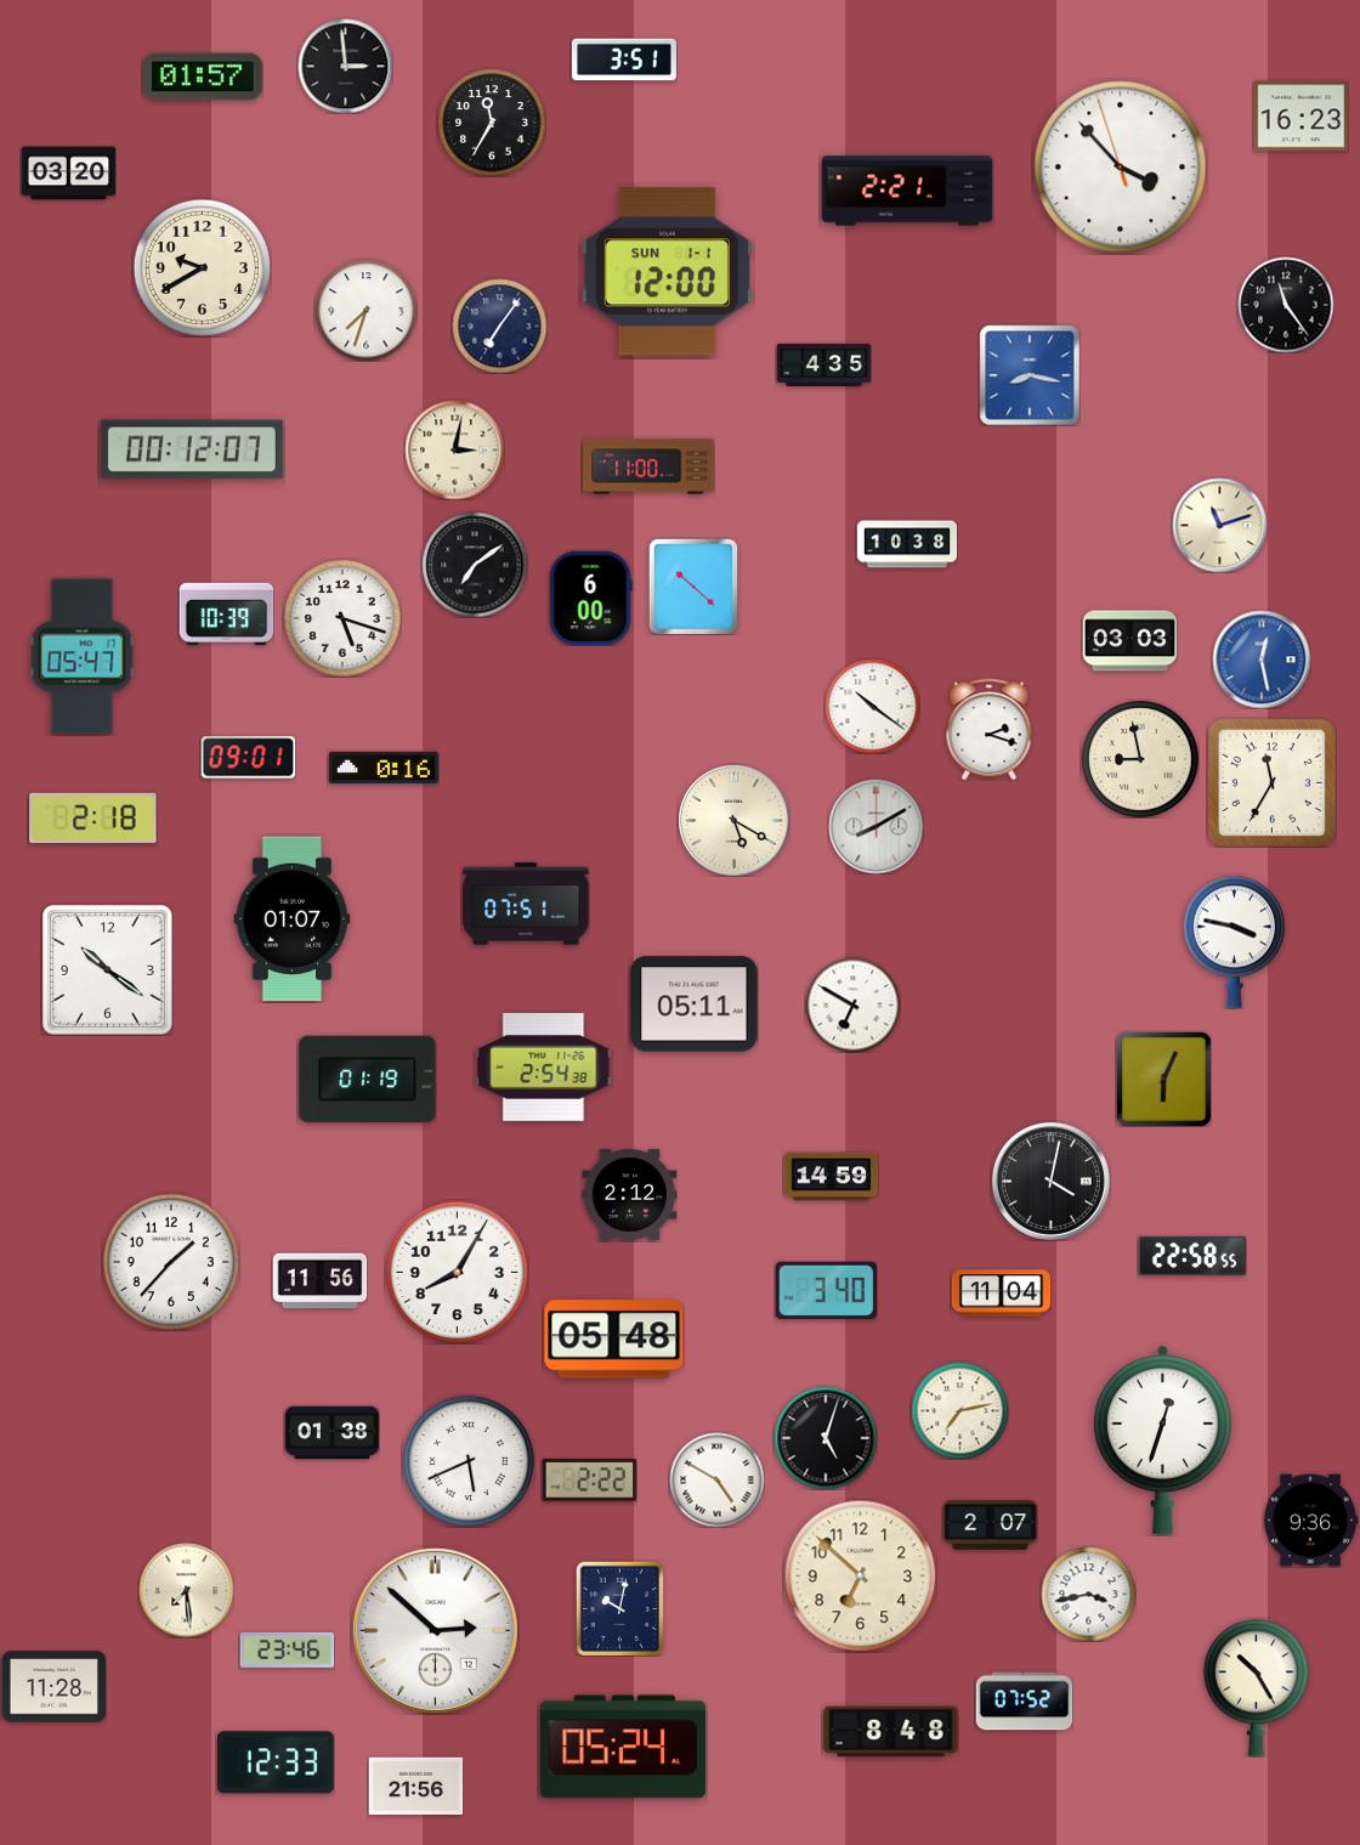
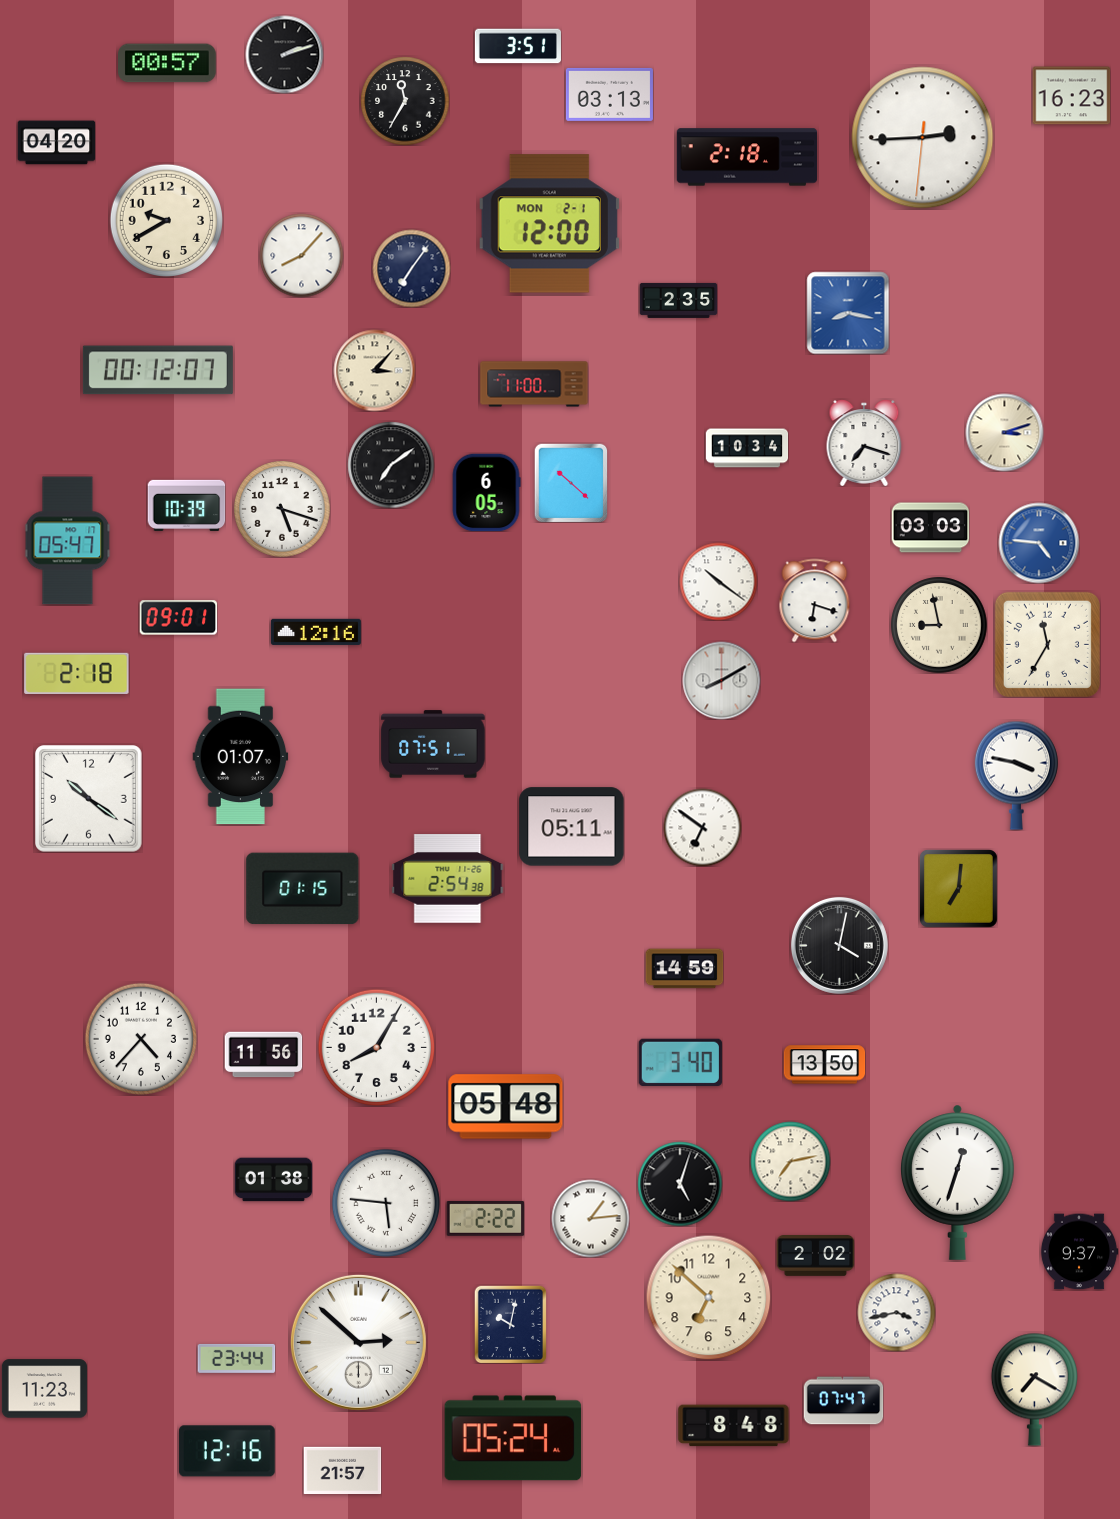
clock at (624, 60) position: (624, 60) -> (518, 46)
clock at (345, 66): 2:59 -> 2:12
clock at (203, 77): 01:57 -> 00:57
clock at (609, 94): none -> 03:13
clock at (1121, 168): 3:52 -> 2:44
clock at (68, 174): 03:20 -> 04:20
clock at (907, 191): 2:21 -> 2:18
clock at (667, 272) date: SUN 1-1 -> MON 2-1
clock at (1286, 305): 11:24 -> none
clock at (365, 310): 7:33 -> 8:07
clock at (823, 364): 4:35 -> 2:35
clock at (1030, 375) position: (1030, 375) -> (848, 313)
clock at (454, 449): 3:02 -> 3:07
clock at (1219, 525): 11:12 -> 3:12
clock at (864, 443): none -> 7:18
clock at (907, 544): 10:38 -> 10:34
clock at (590, 598): 6:00 -> 6:05
clock at (1262, 660): 12:28 -> 4:46
clock at (990, 729): 2:18 -> 6:18
clock at (248, 758) position: (248, 758) -> (178, 618)
clock at (384, 768): 0:16 -> 12:16
clock at (733, 820): 5:20 -> none
clock at (852, 1004): 6:50 -> 6:51
clock at (1163, 1079): 6:04 -> 7:01
clock at (368, 1080): 01:19 -> 01:15
clock at (1050, 1181) position: (1050, 1181) -> (839, 945)
clock at (629, 1195): 2:12 -> none
clock at (1192, 1256): 22:58 -> none
clock at (171, 1262): 1:37 -> 4:37
clock at (1001, 1294): 11:04 -> 13:50
clock at (614, 1340) position: (614, 1340) -> (506, 1107)
clock at (1163, 1439) position: (1163, 1439) -> (958, 1182)
clock at (469, 1461): 5:41 -> 5:46
clock at (716, 1479): 4:50 -> 1:14
clock at (1310, 1521): 9:36 -> 9:37
clock at (990, 1526): 2:07 -> 2:02
clock at (186, 1590): 7:29 -> none
clock at (287, 1649): 23:46 -> 23:44
clock at (53, 1687): 11:28 -> 11:23
clock at (1256, 1687): 10:25 -> 7:20
clock at (1024, 1702): 07:52 -> 07:47
clock at (276, 1762): 12:33 -> 12:16
clock at (415, 1785): 21:56 -> 21:57
